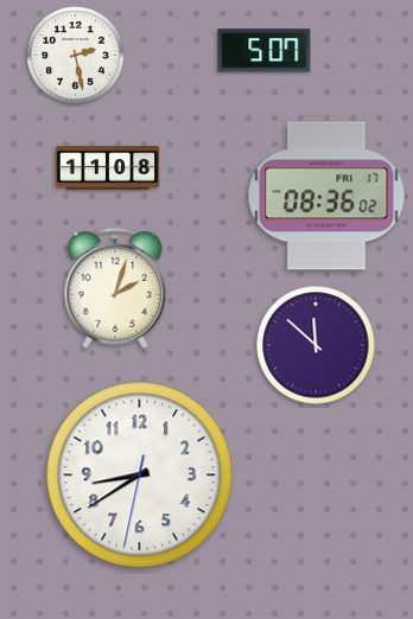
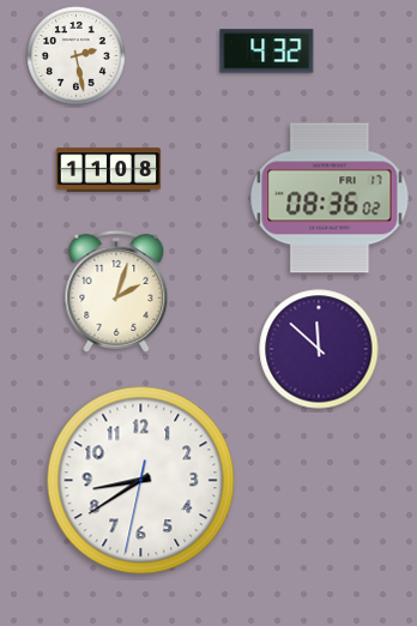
clock at (265, 51): 5:07 -> 4:32
